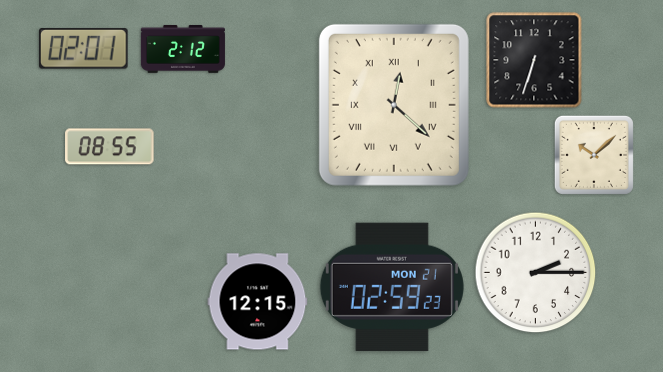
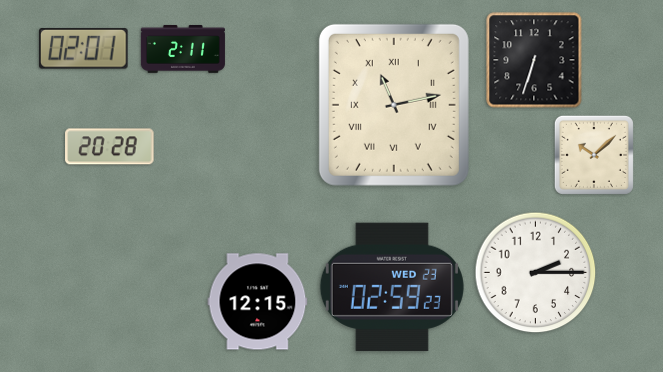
clock at (183, 50): 2:12 -> 2:11
clock at (394, 105): 12:22 -> 11:13
clock at (110, 147): 08:55 -> 20:28
clock at (392, 286) date: MON 21 -> WED 23
